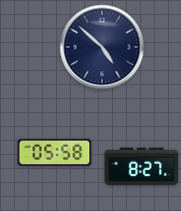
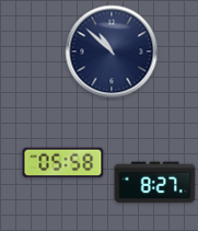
clock at (102, 47): 4:52 -> 10:52
clock at (55, 153) position: (55, 153) -> (63, 163)
